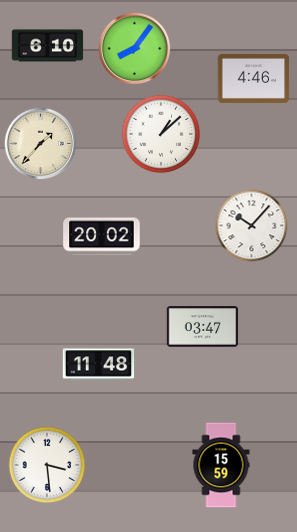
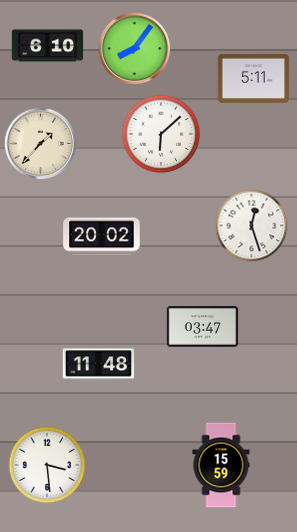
clock at (254, 78): 4:46 -> 5:11
clock at (161, 134): 1:08 -> 6:08
clock at (252, 226): 10:07 -> 12:27
